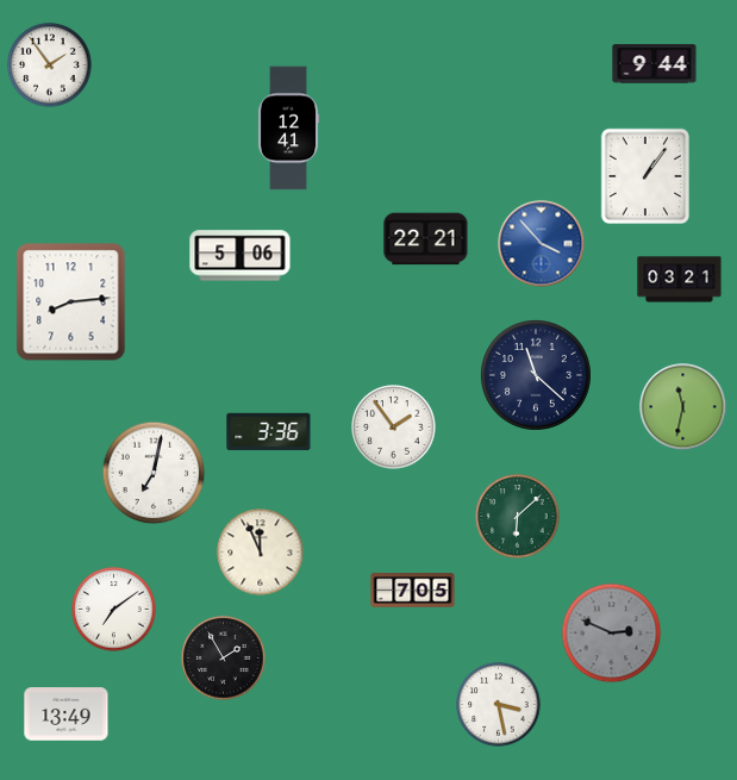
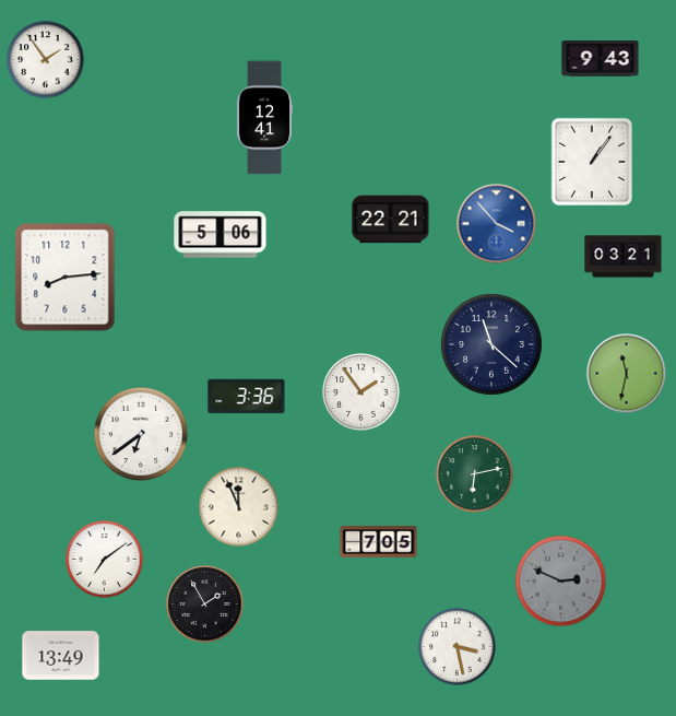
clock at (655, 64): 9:44 -> 9:43
clock at (154, 473): 7:02 -> 6:39
clock at (518, 517): 6:08 -> 6:13
